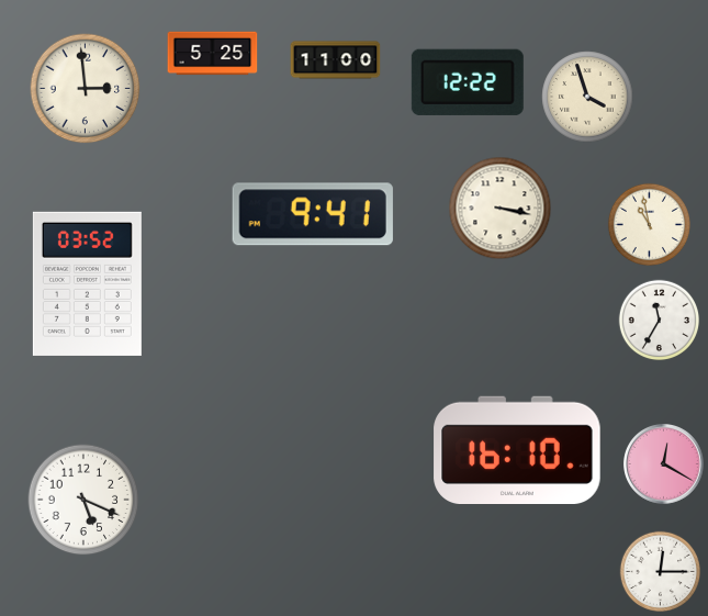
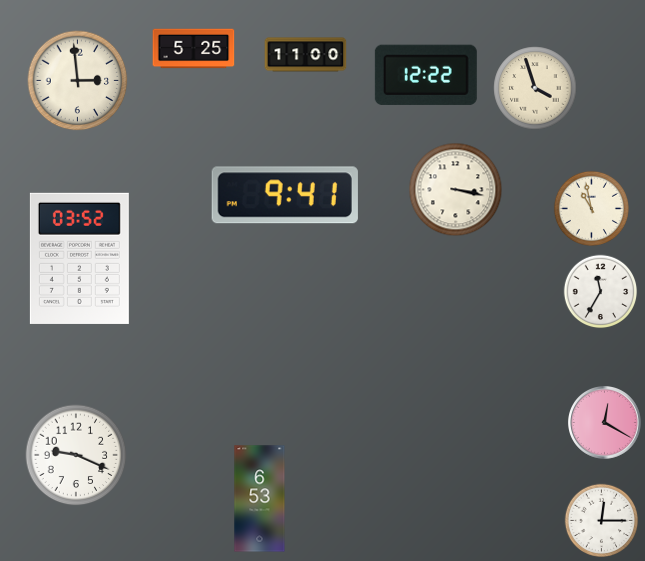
clock at (649, 224) position: (649, 224) -> (591, 208)
clock at (517, 449): 16:10 -> none
clock at (83, 500): 5:19 -> 9:19
clock at (260, 499): none -> 6:53
